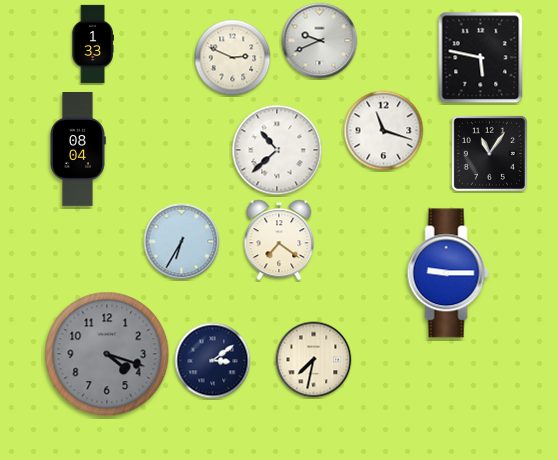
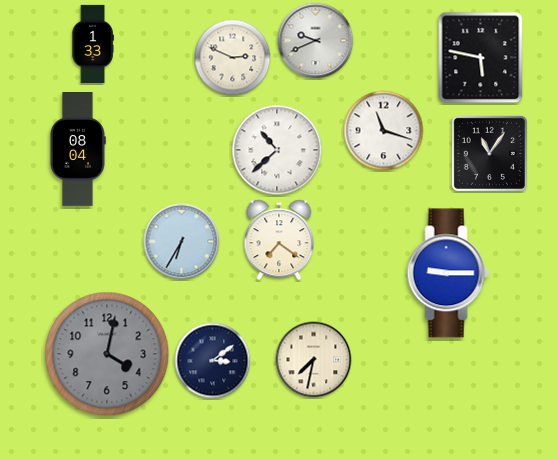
clock at (320, 41) position: (320, 41) -> (316, 41)
clock at (107, 354): 4:18 -> 4:02
